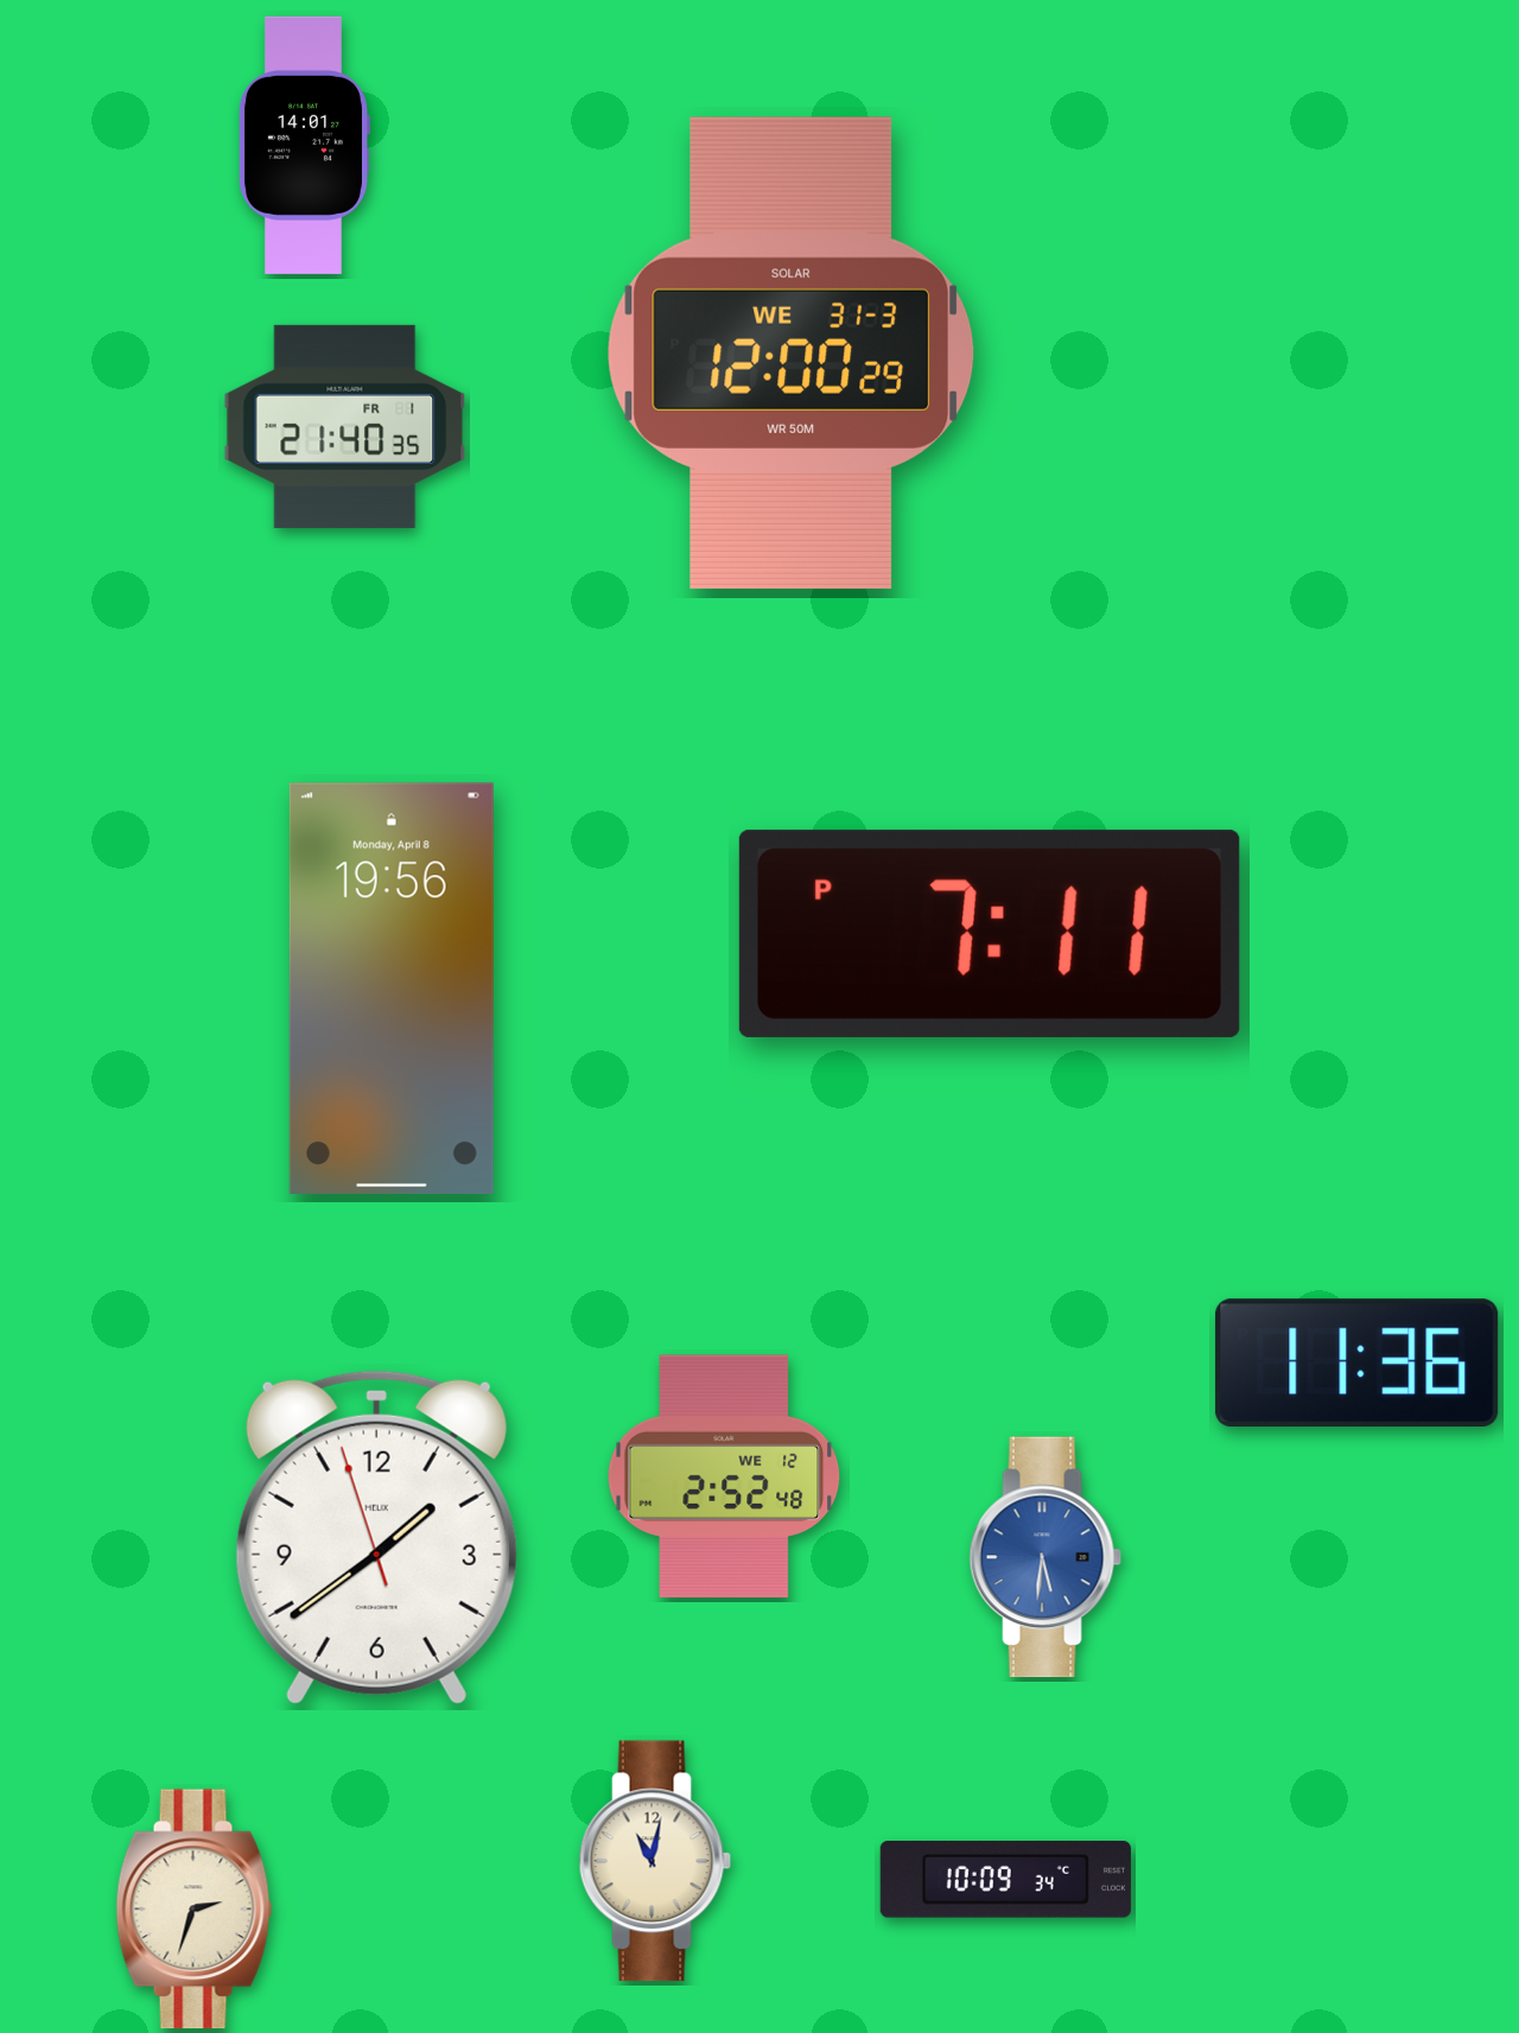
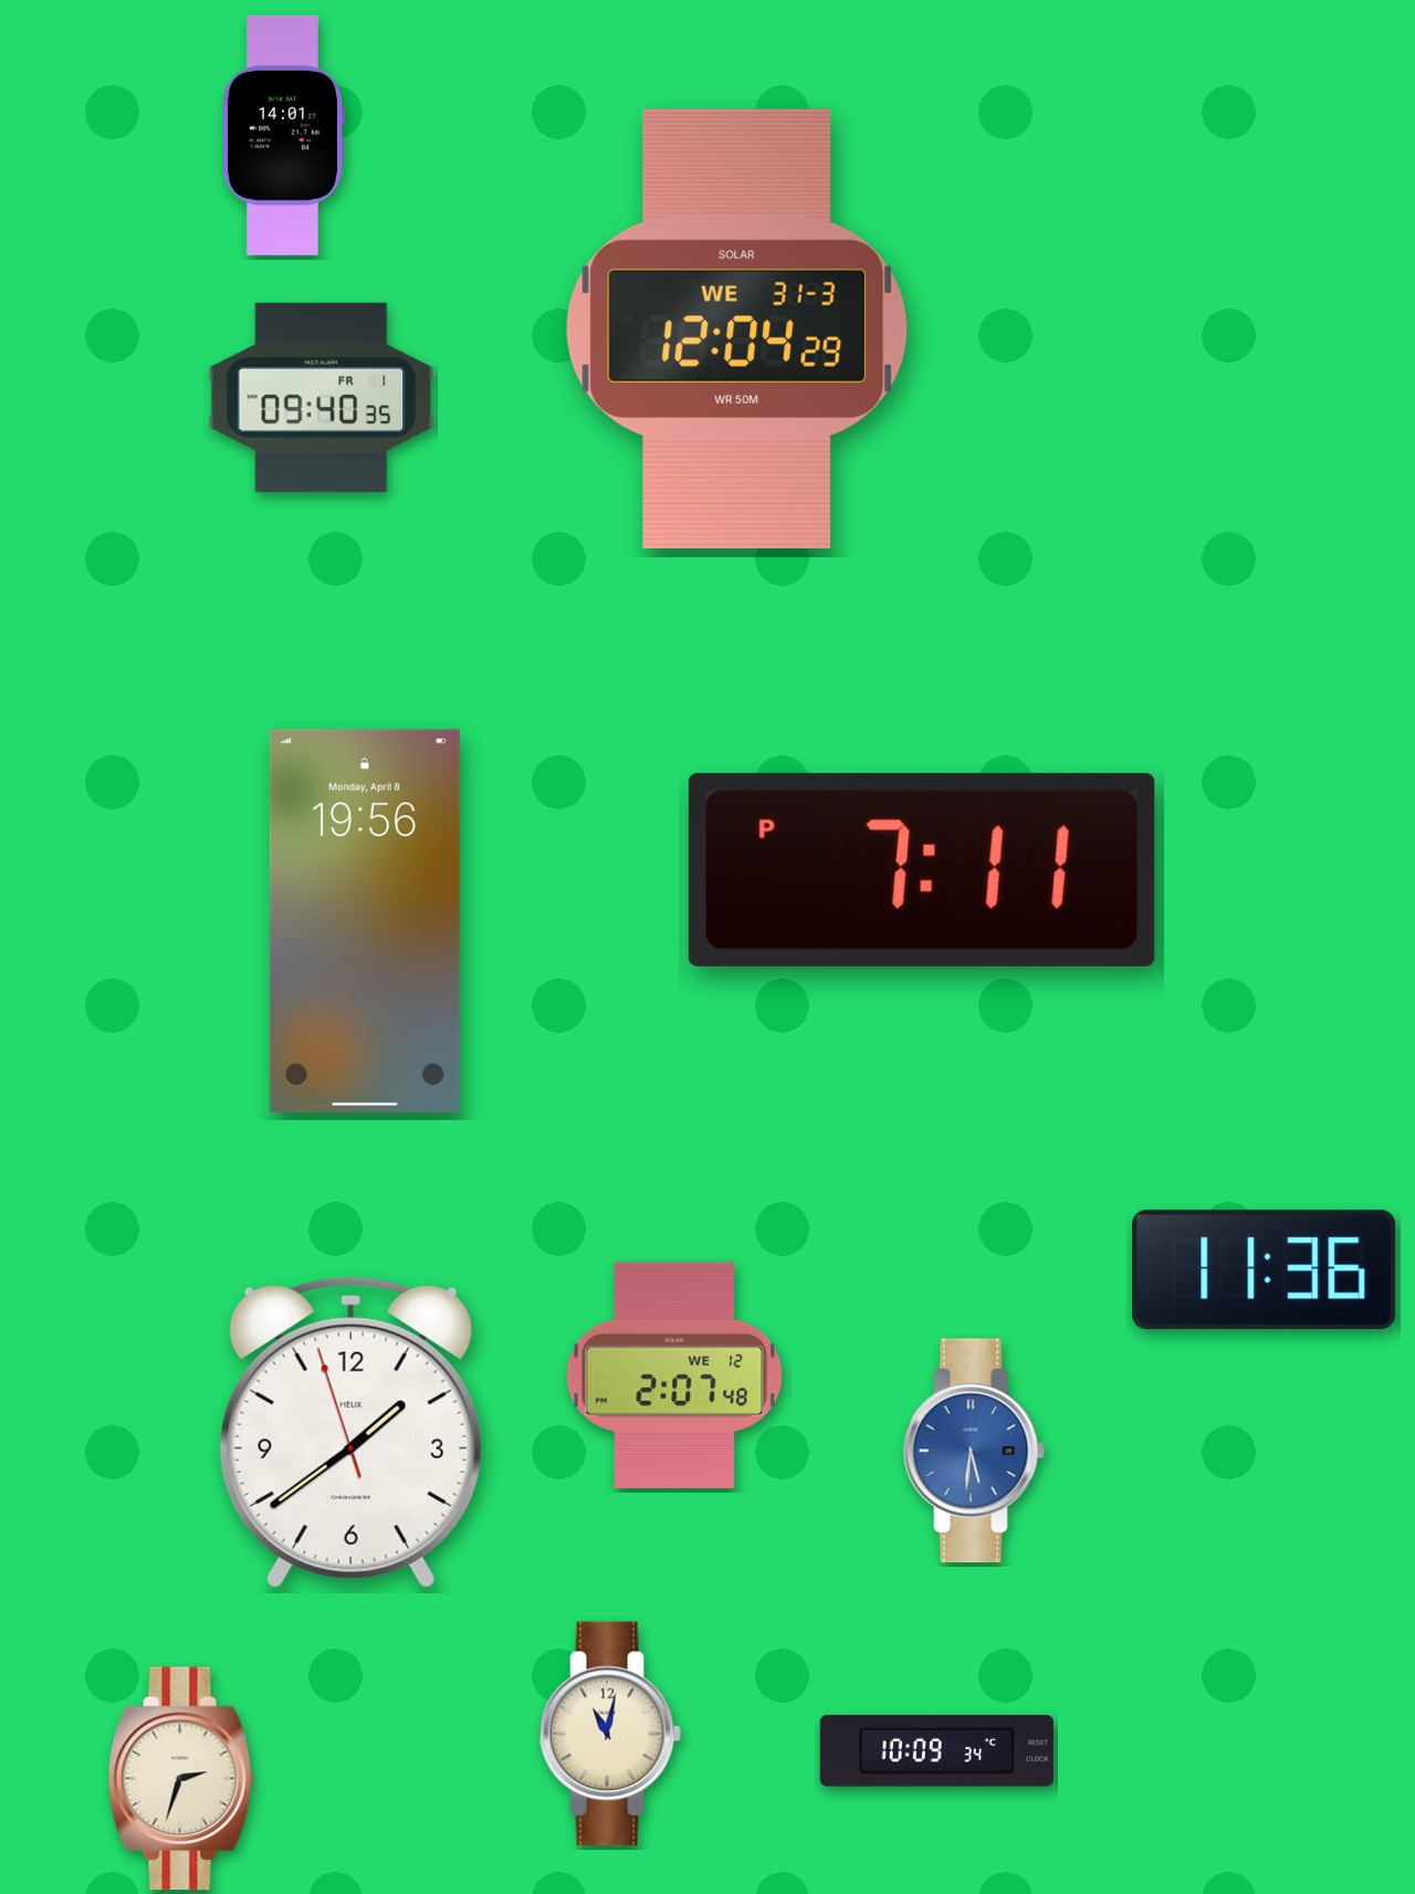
clock at (792, 352): 12:00 -> 12:04
clock at (345, 426): 21:40 -> 09:40
clock at (724, 1476): 2:52 -> 2:07
